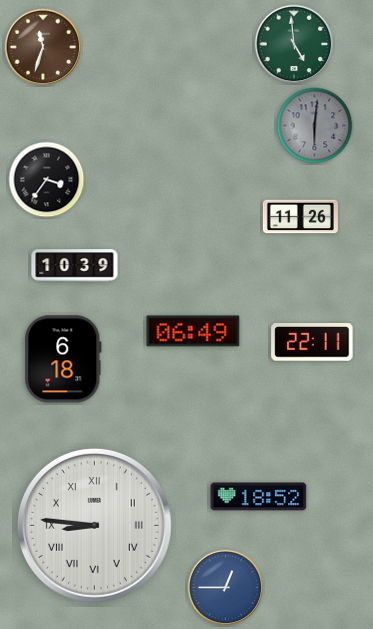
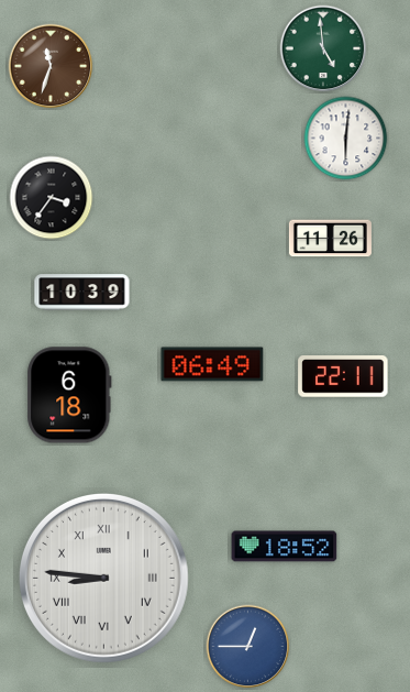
clock at (43, 47) position: (43, 47) -> (51, 66)
clock at (315, 126) dial: grey -> white
